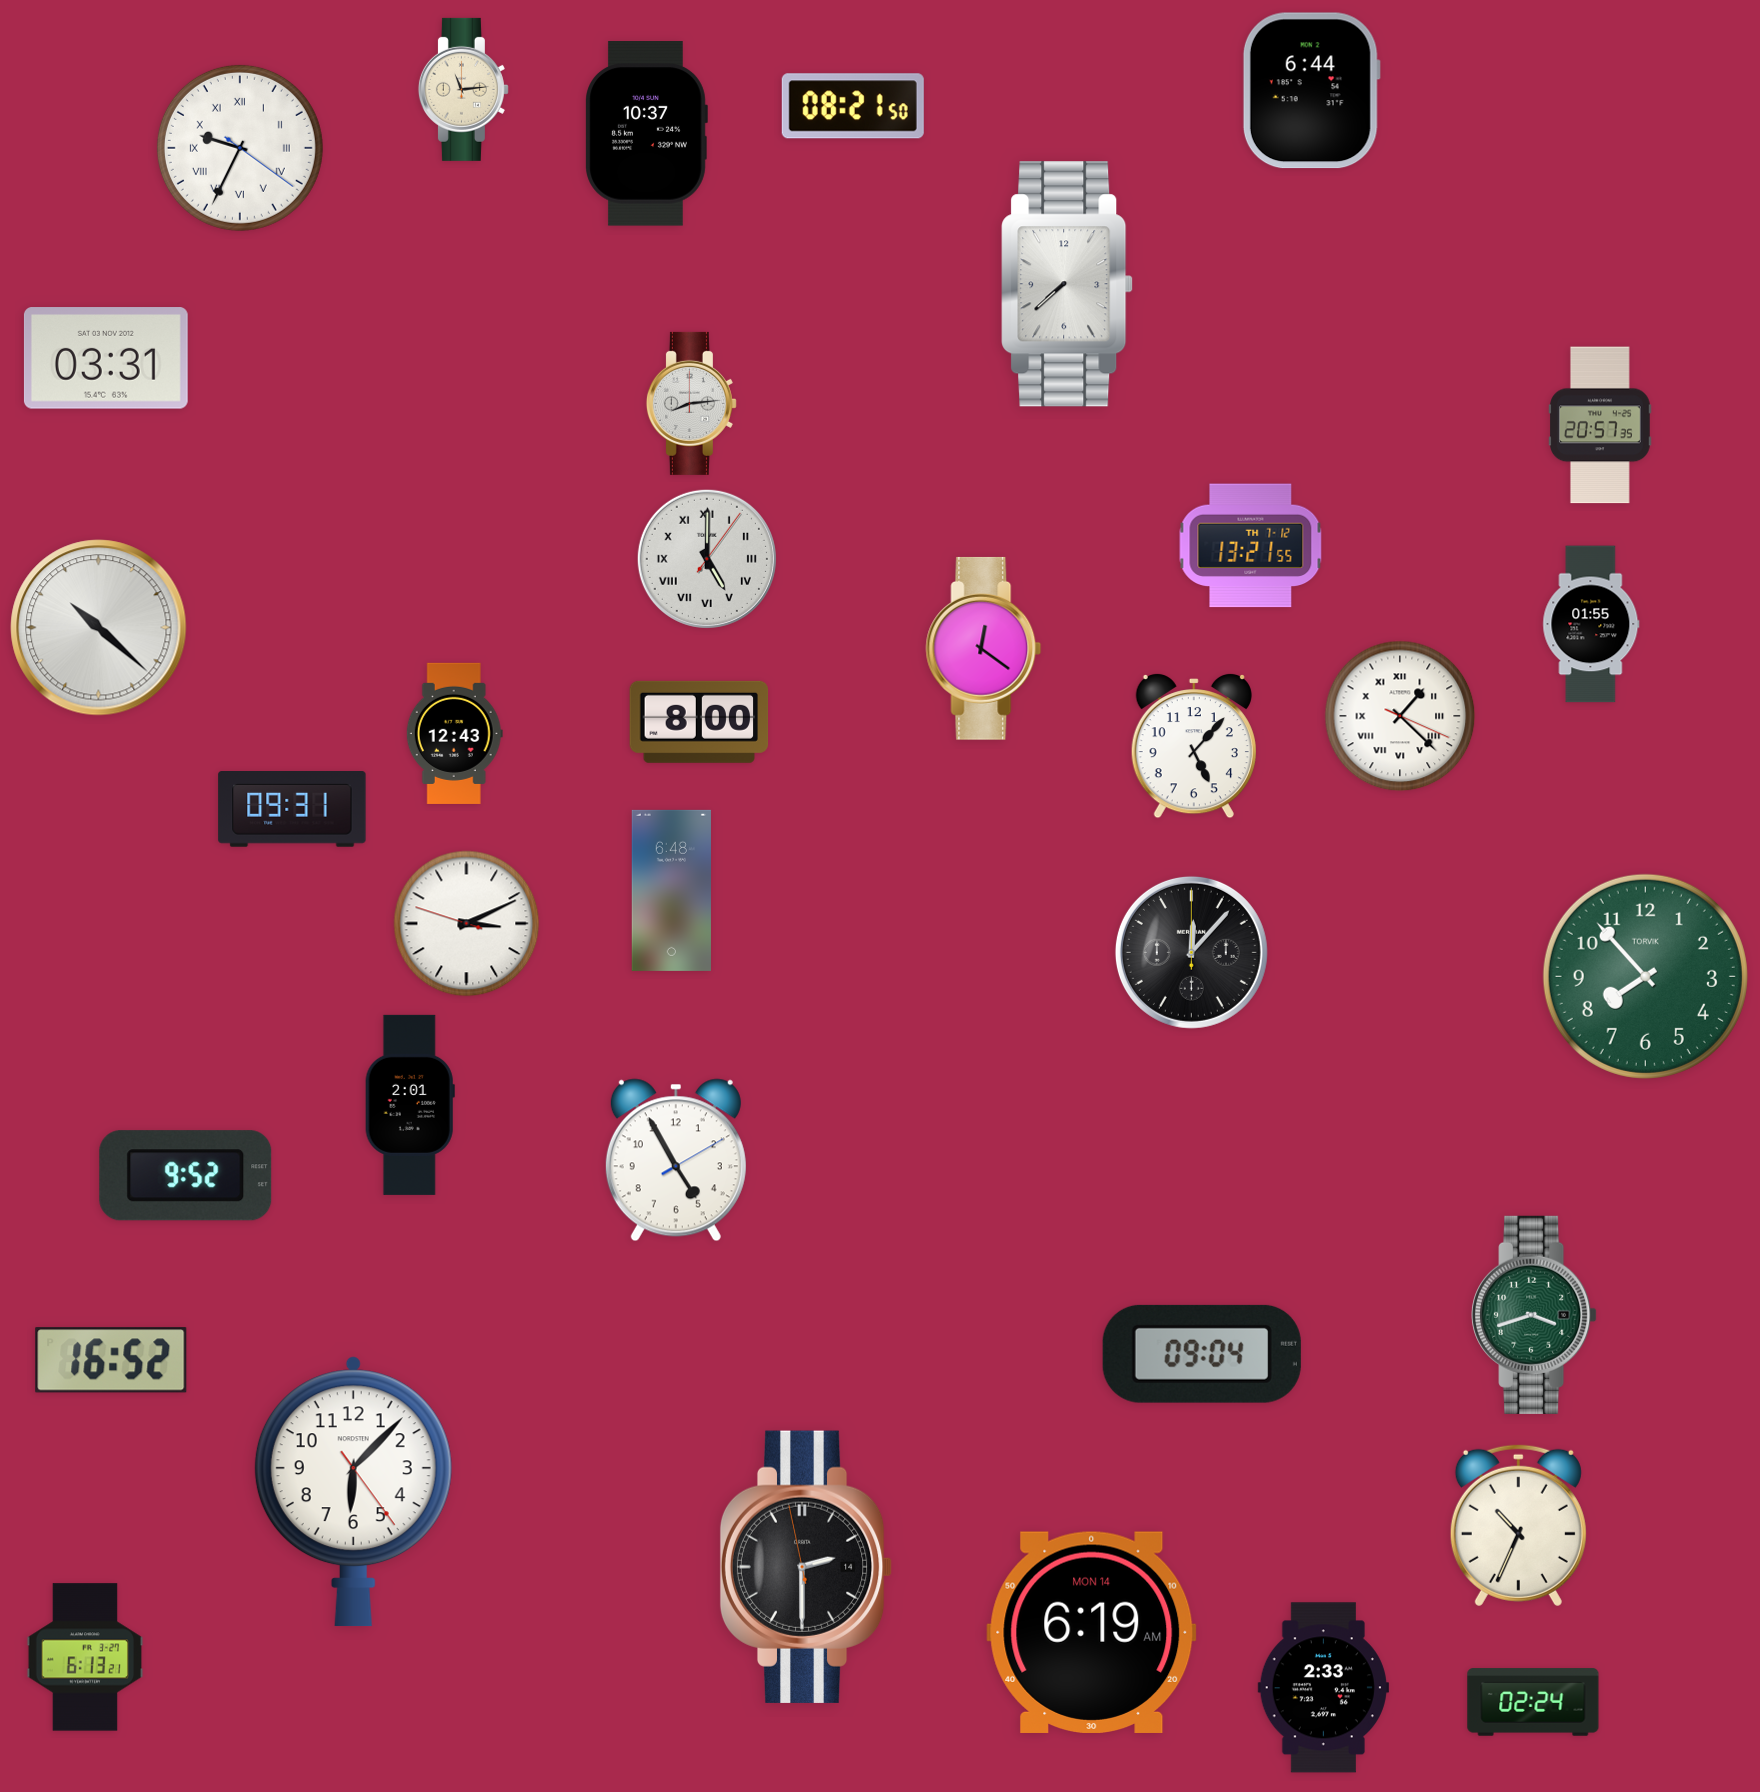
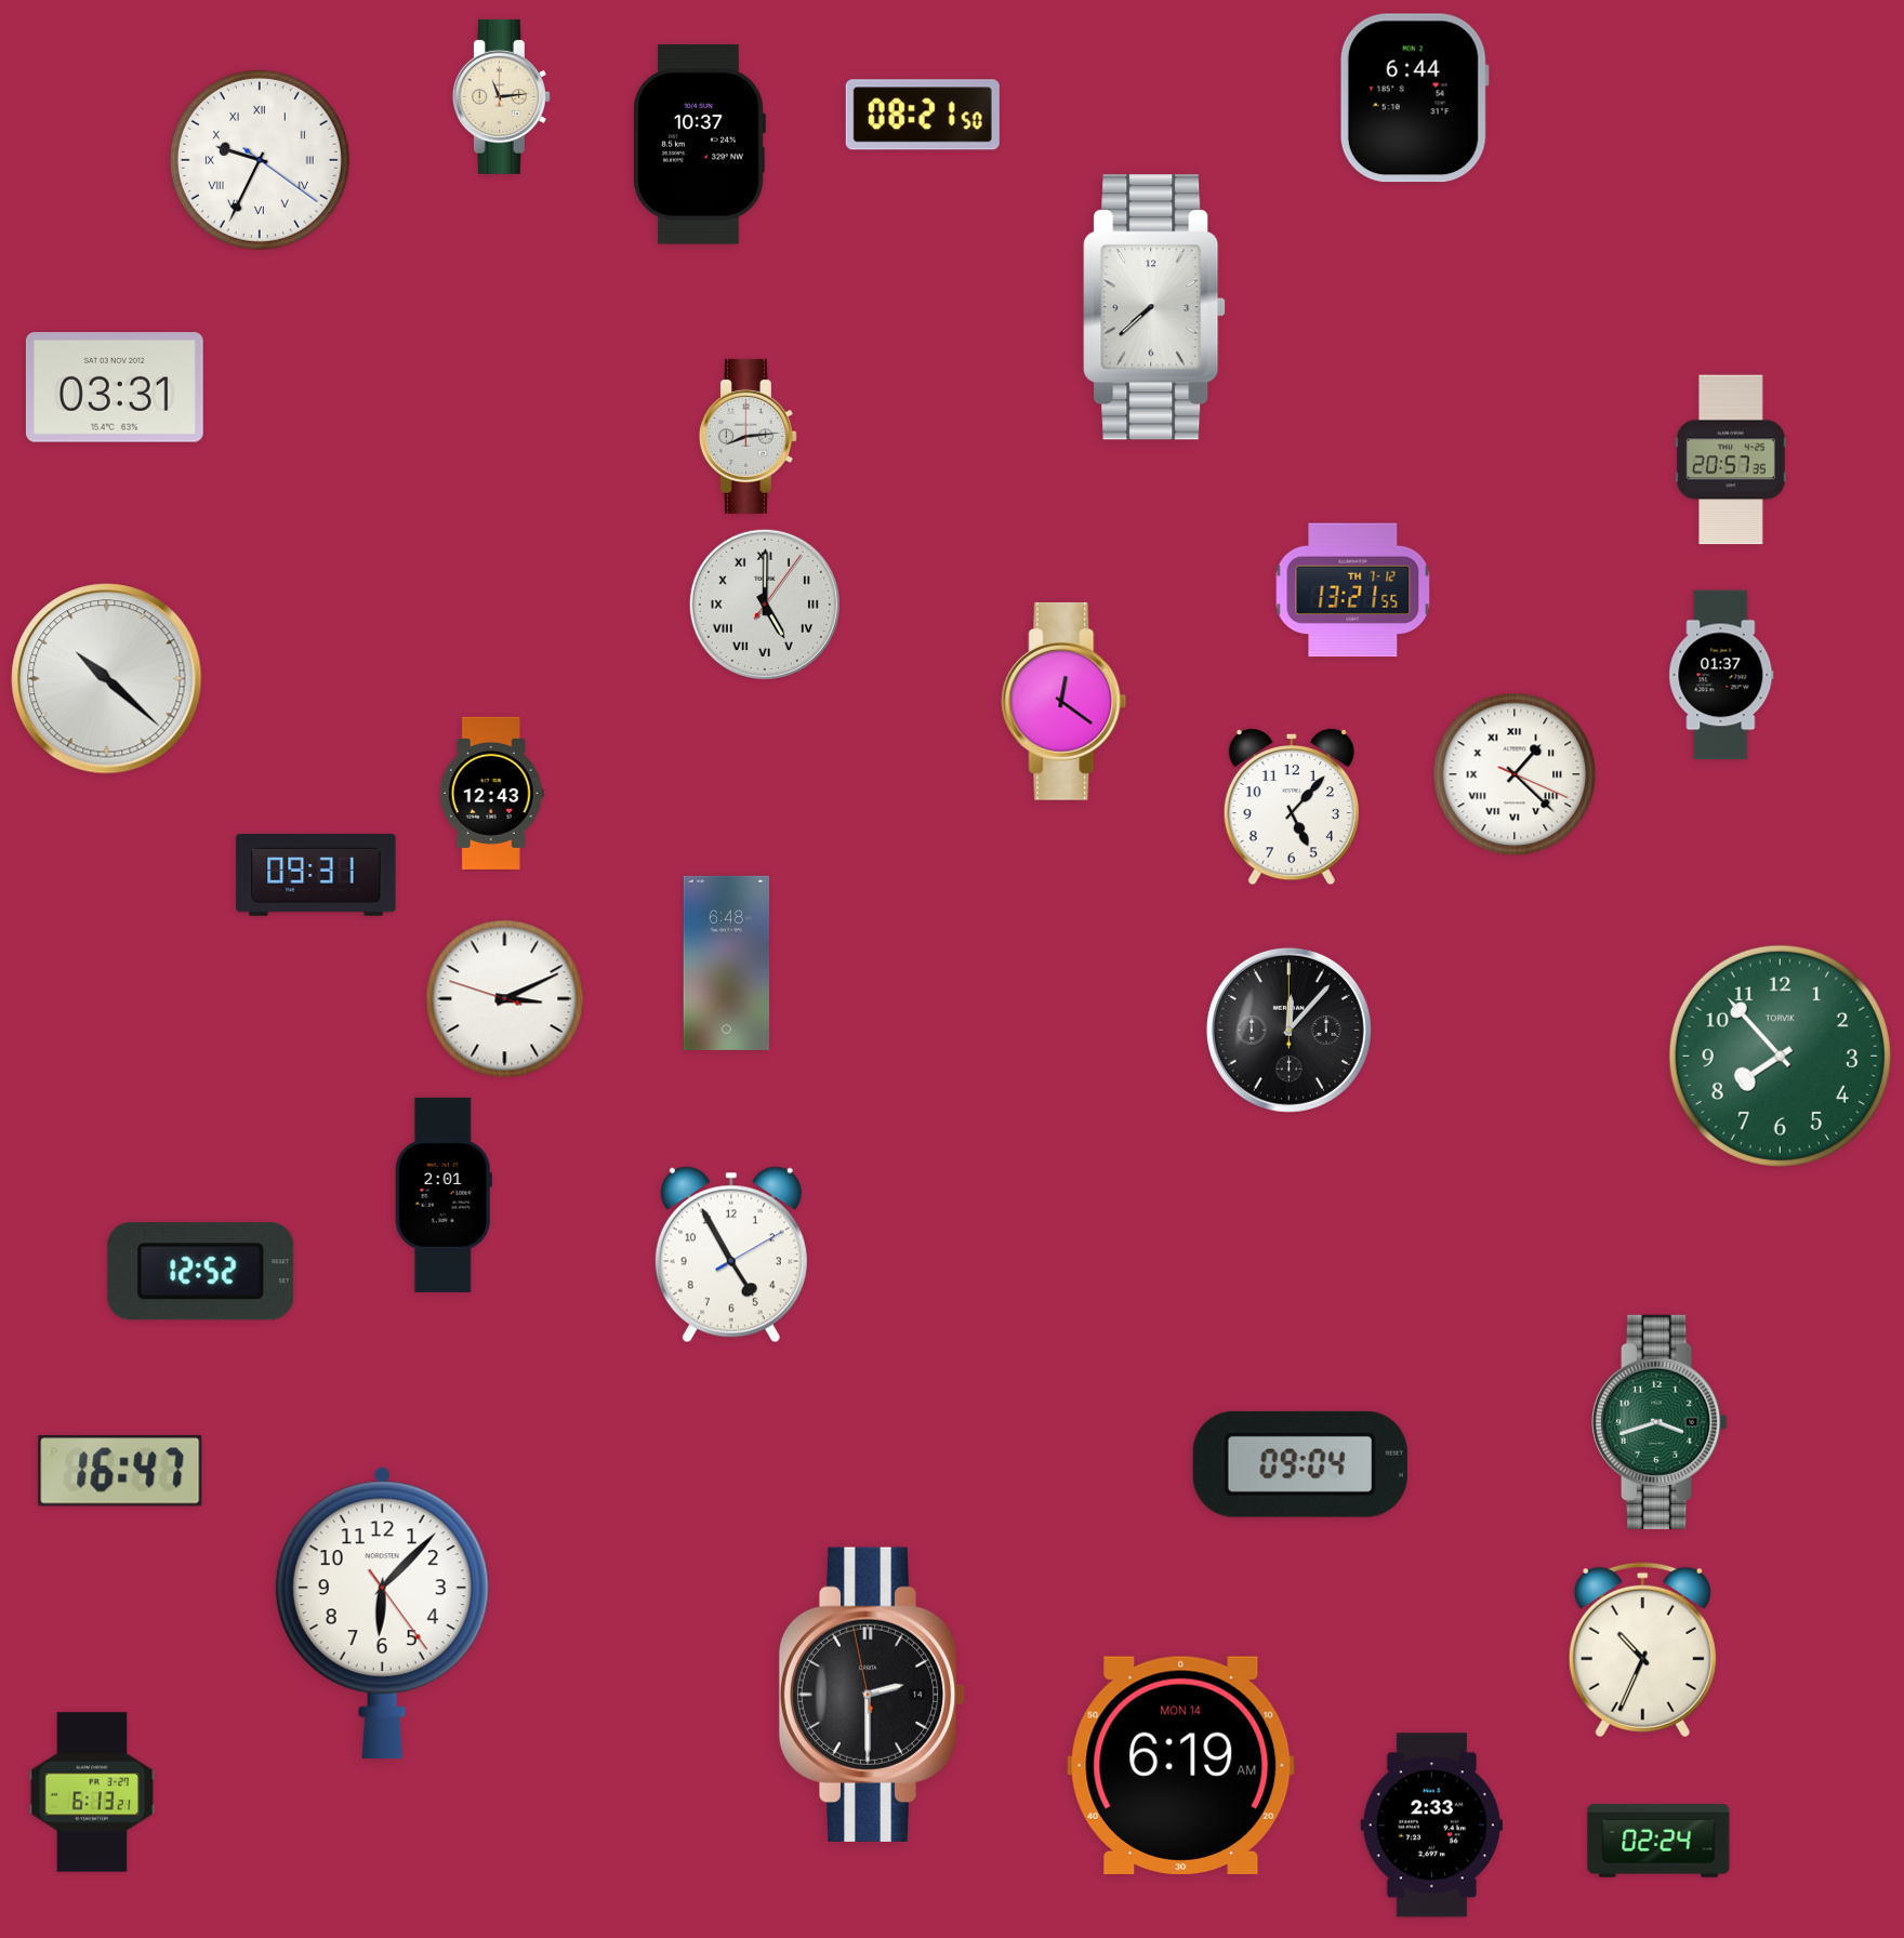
clock at (1311, 91) position: (1311, 91) -> (1414, 98)
clock at (1591, 624): 01:55 -> 01:37
clock at (699, 722): 8:00 -> none
clock at (186, 1176): 9:52 -> 12:52
clock at (111, 1360): 16:52 -> 16:47
